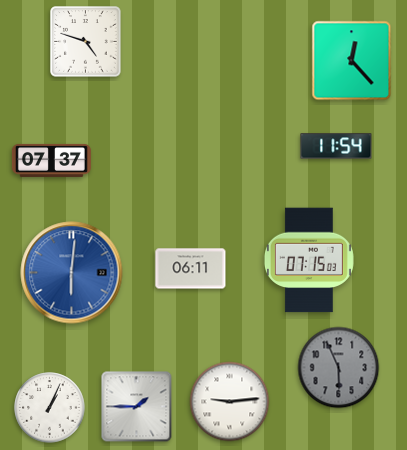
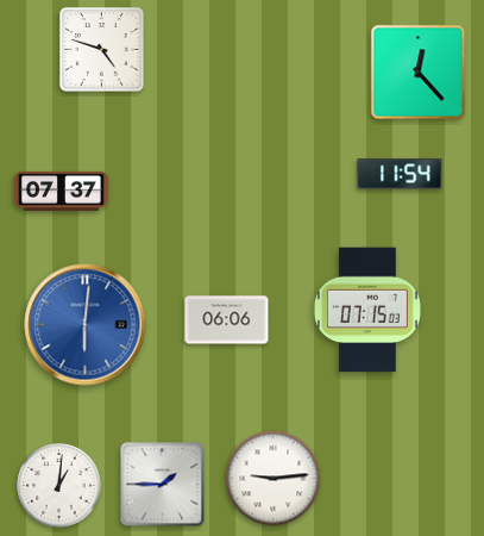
clock at (191, 269): 06:11 -> 06:06
clock at (339, 368): 5:56 -> none
clock at (50, 408): 1:04 -> 1:01
